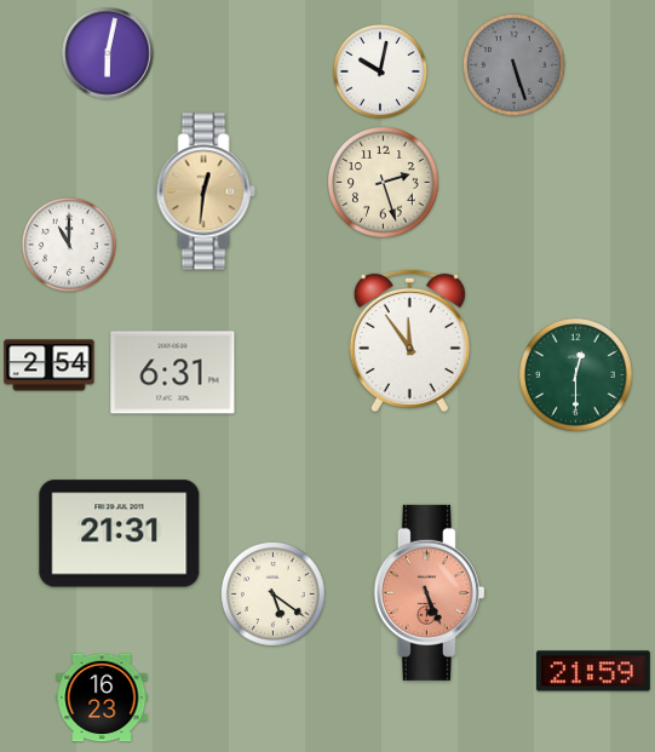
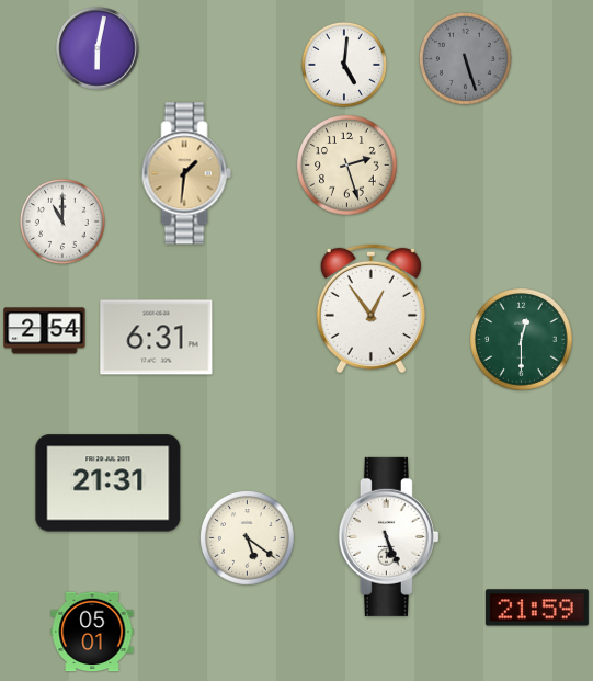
clock at (380, 71): 10:02 -> 5:01
clock at (206, 191): 12:31 -> 1:31
clock at (409, 339): 11:54 -> 12:54
clock at (429, 592) dial: salmon -> white
clock at (102, 698): 16:23 -> 05:01
